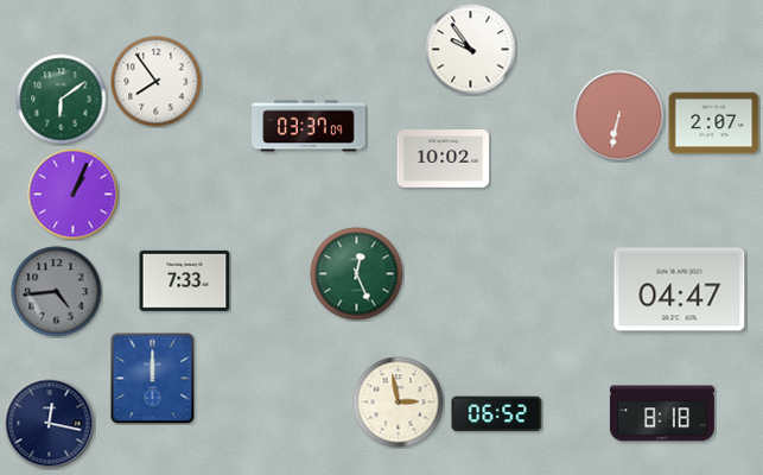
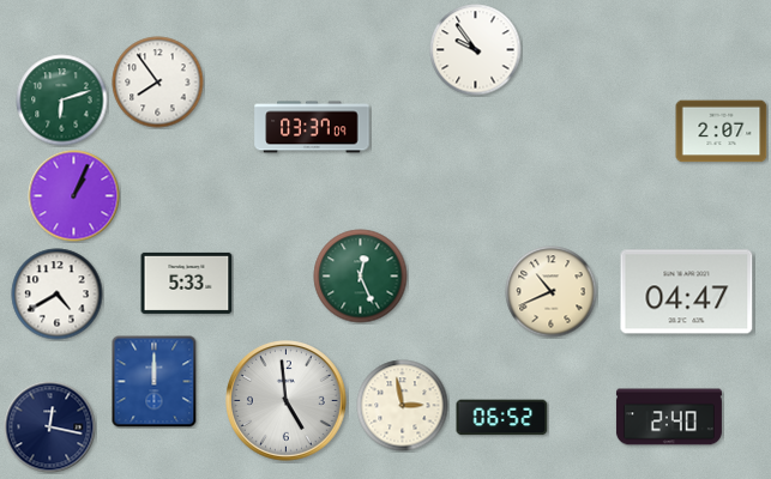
clock at (62, 100): 6:09 -> 6:12
clock at (619, 116): 6:32 -> none
clock at (714, 123) position: (714, 123) -> (722, 132)
clock at (444, 159): 10:02 -> none
clock at (185, 280): 7:33 -> 5:33
clock at (552, 292): none -> 10:41
clock at (57, 292): 4:44 -> 4:40
clock at (57, 292) dial: grey -> white
clock at (287, 401): none -> 4:59
clock at (662, 413): 8:18 -> 2:40
